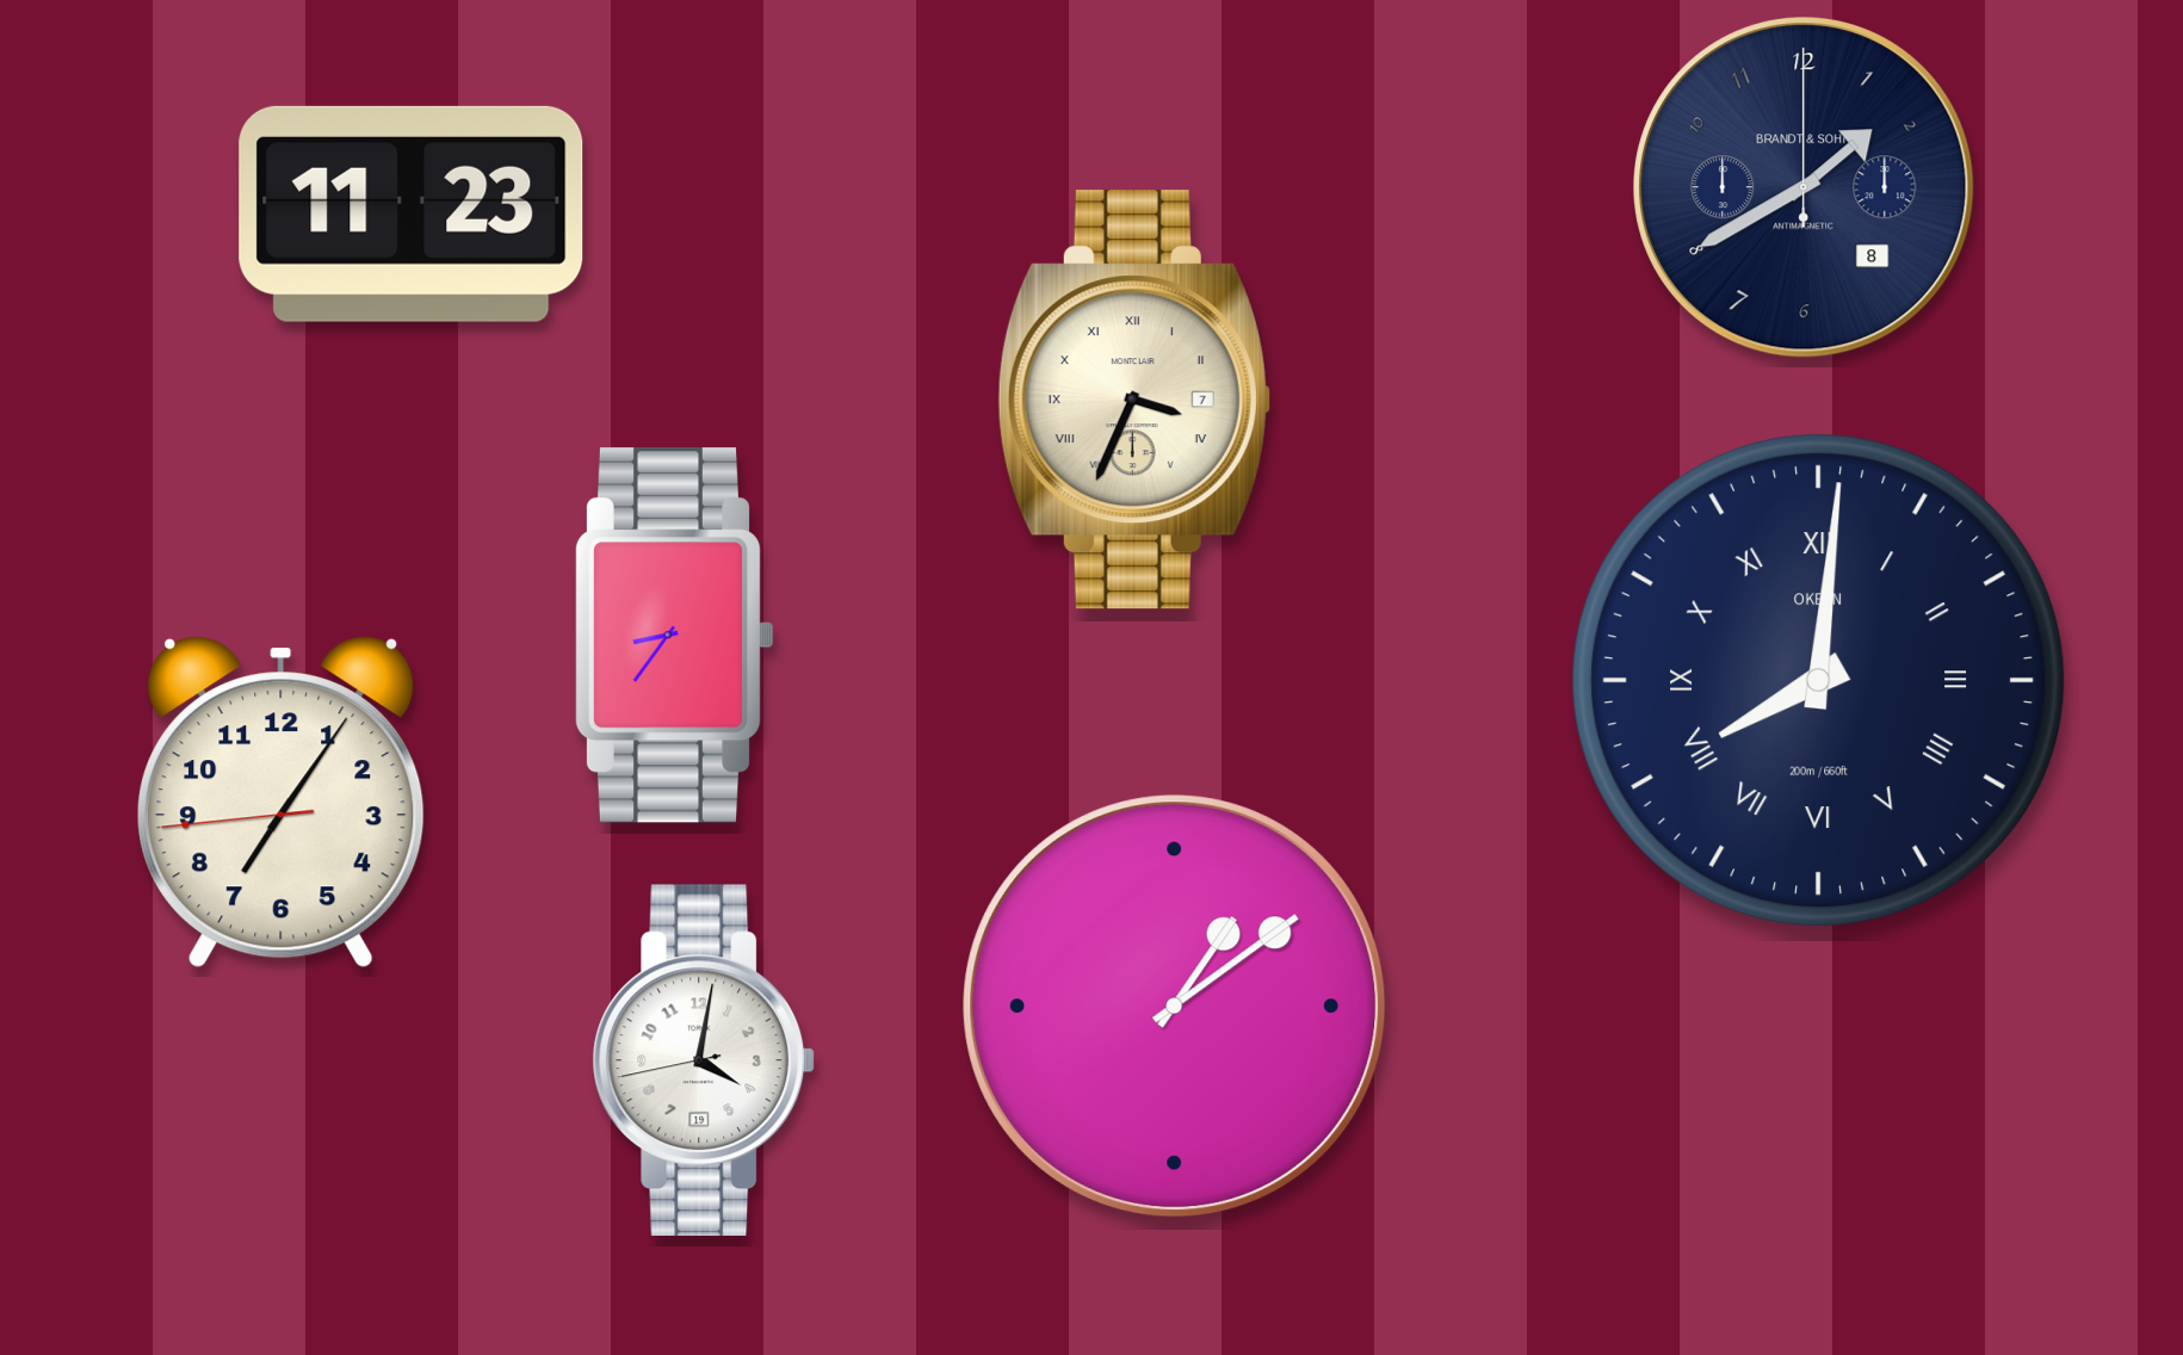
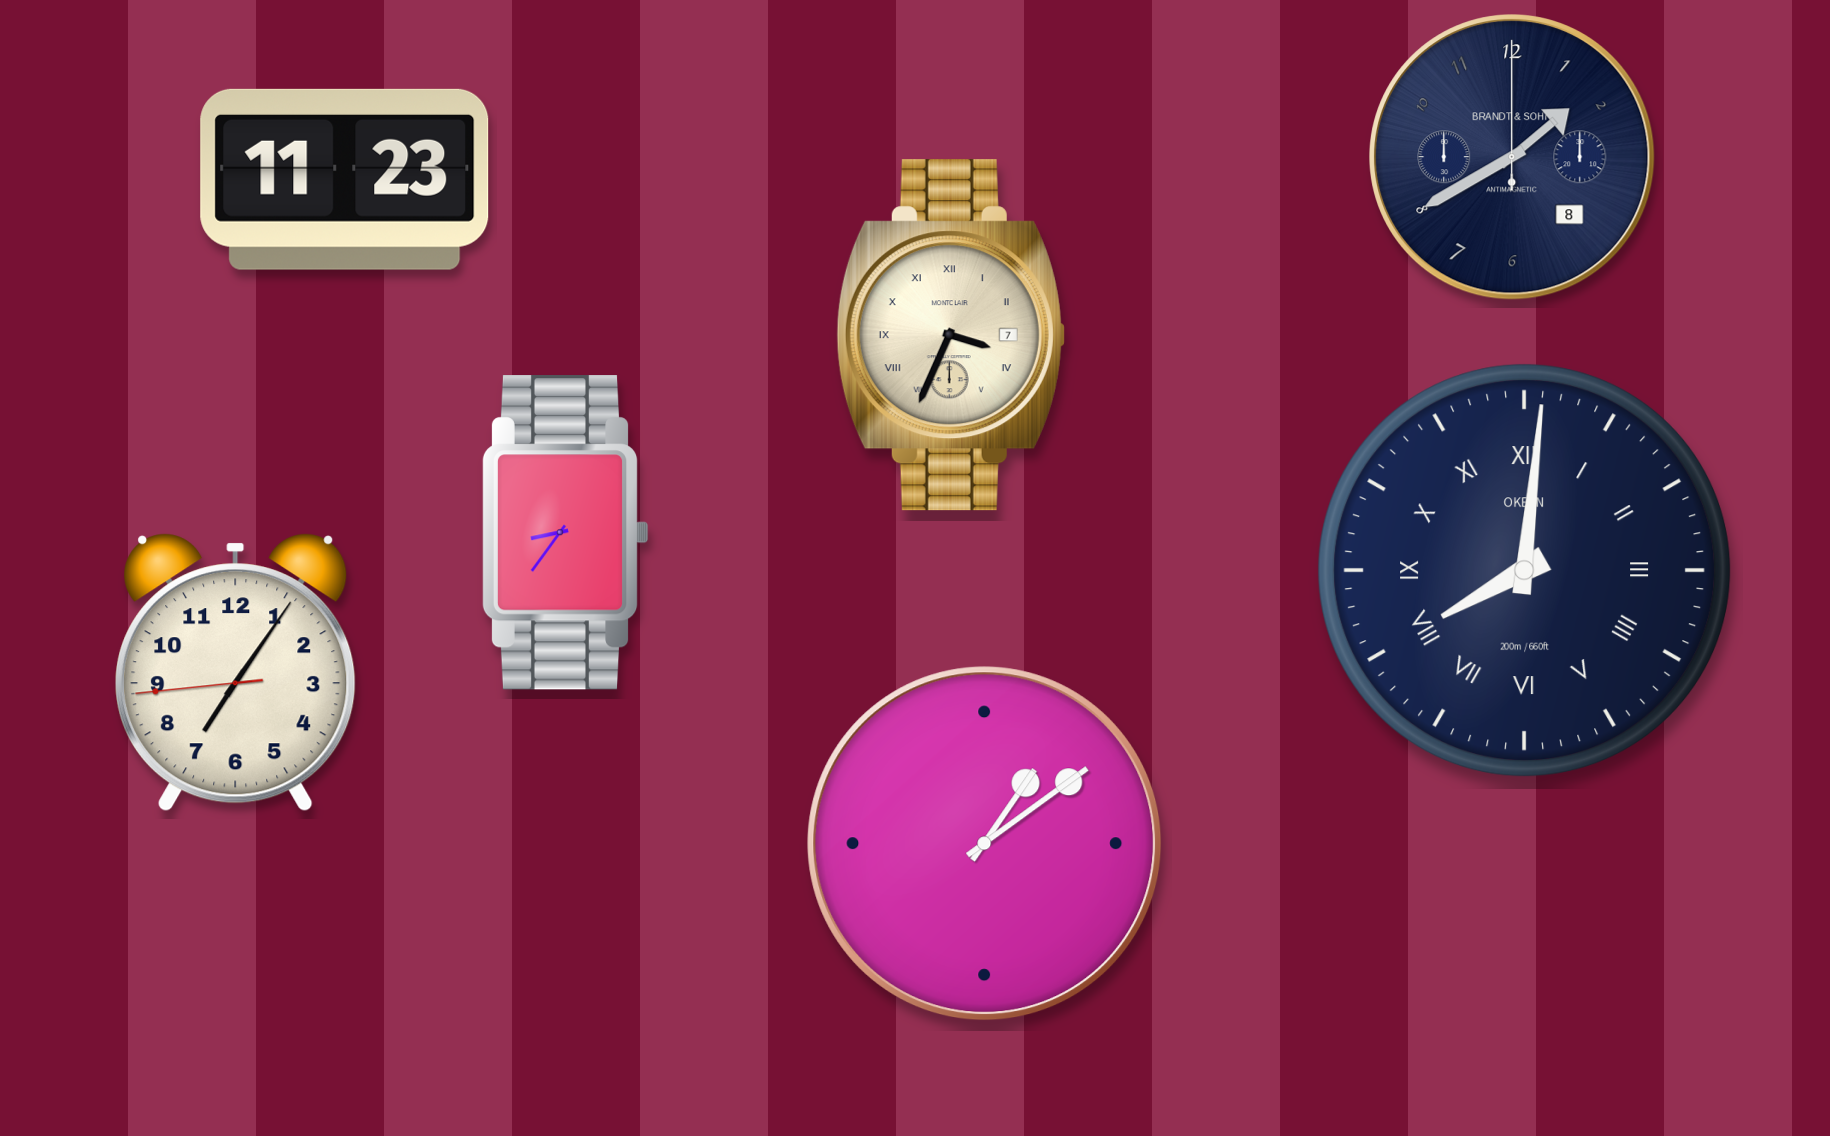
clock at (704, 1059): 4:01 -> none
